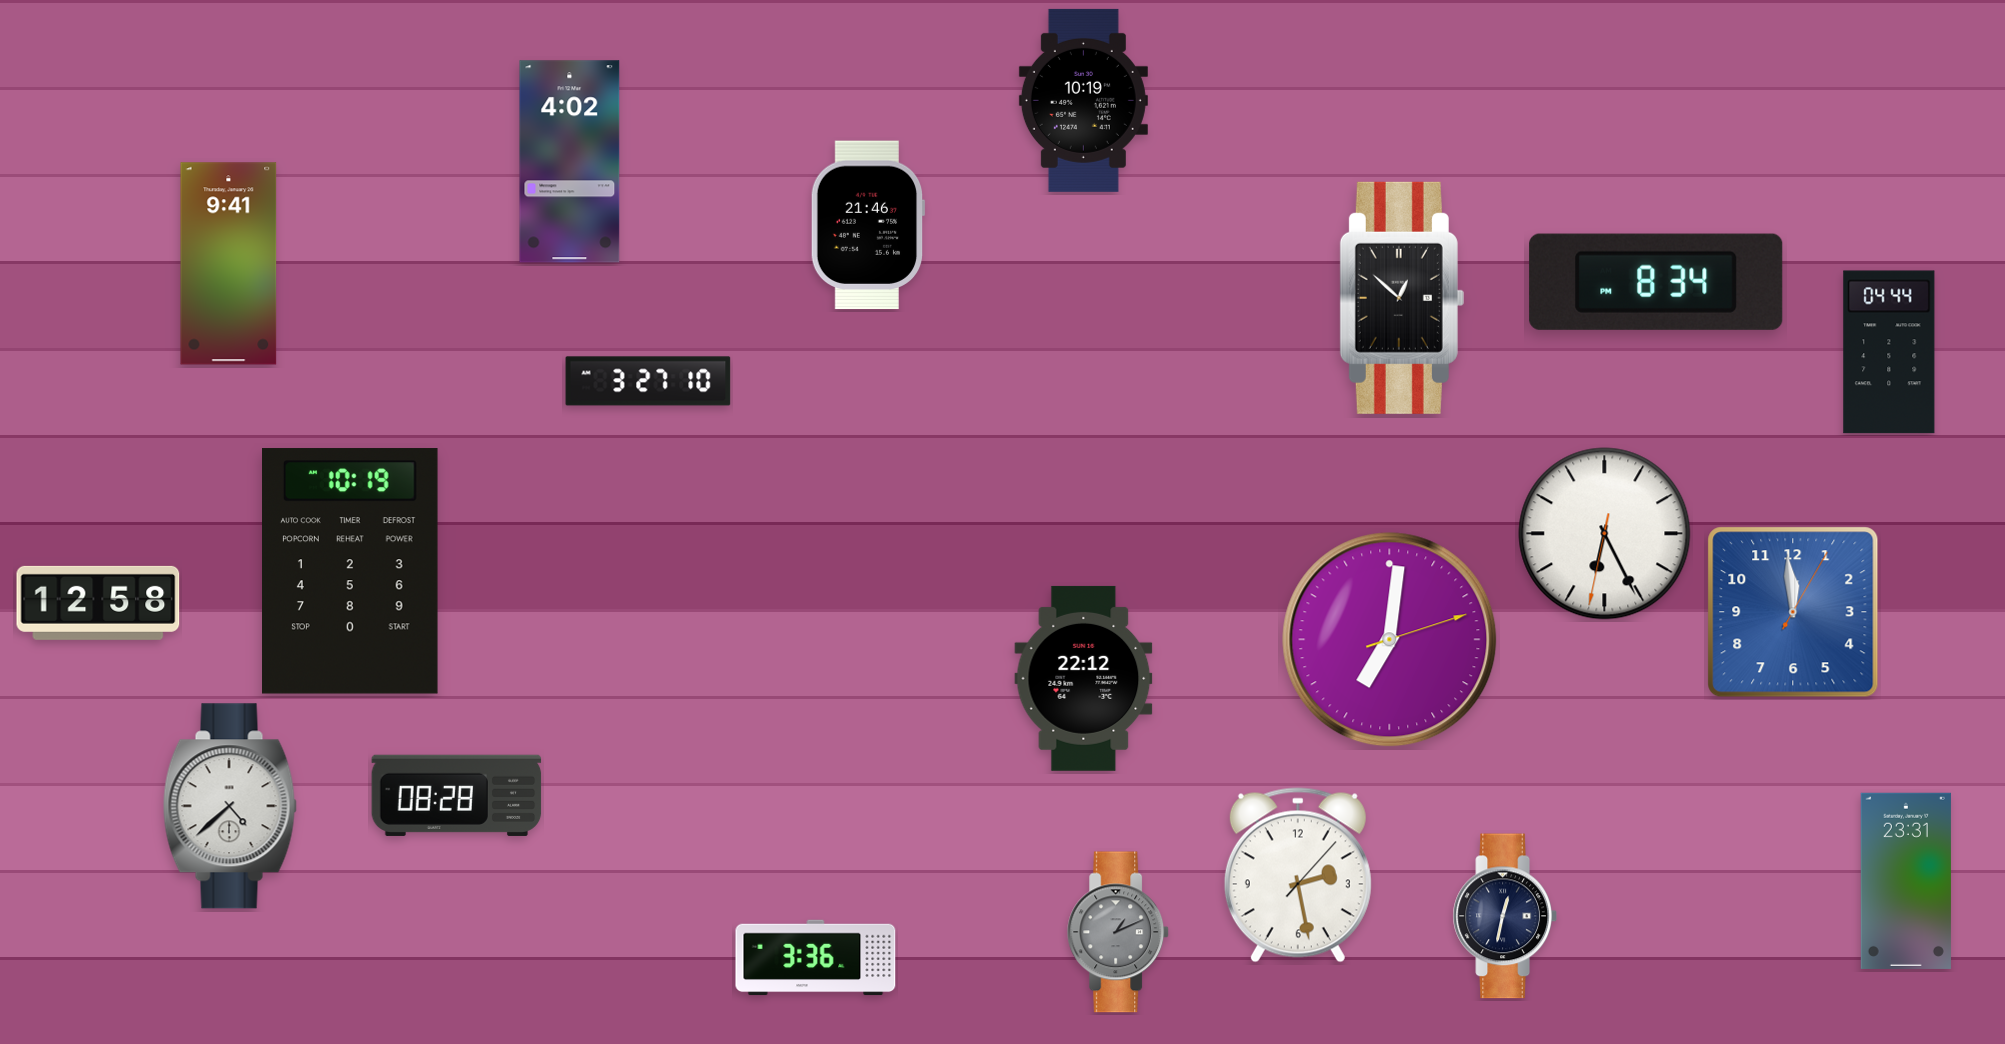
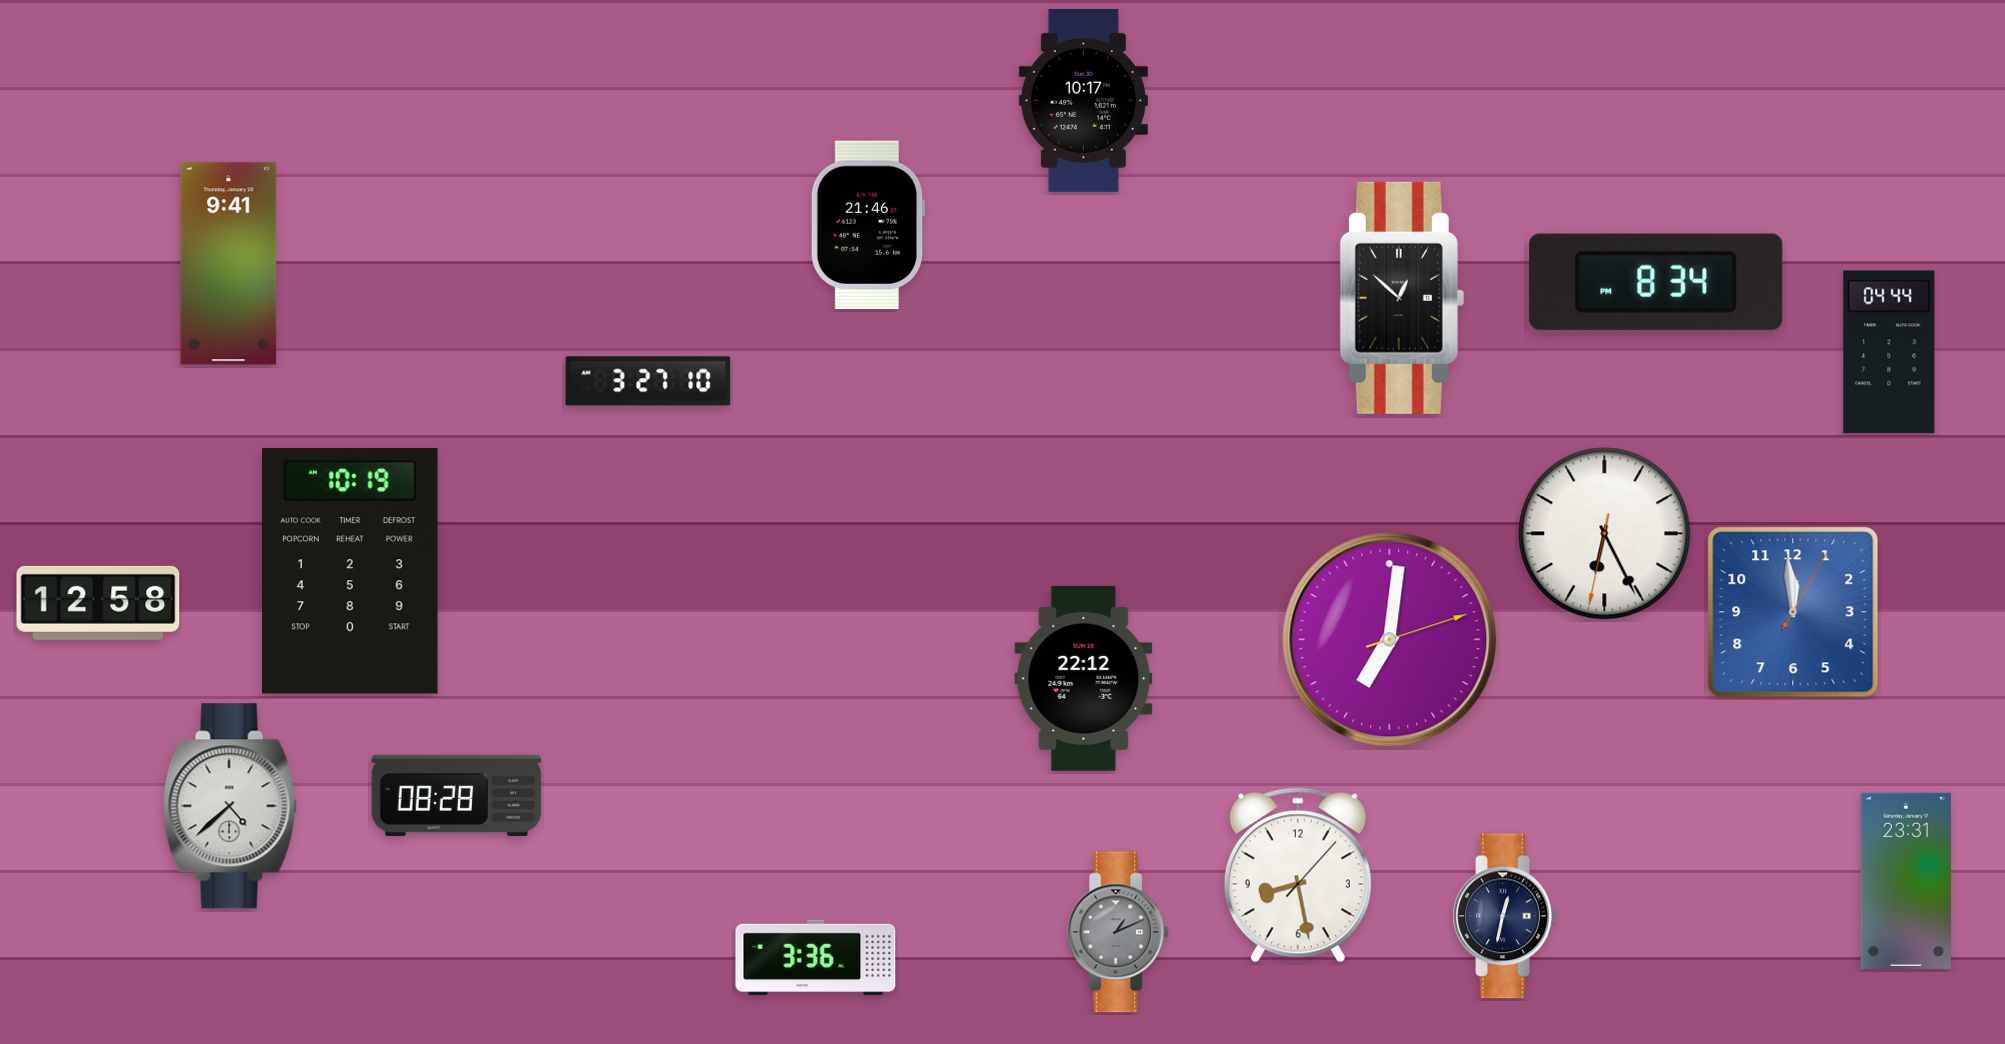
clock at (1083, 100): 10:19 -> 10:17
clock at (570, 162): 4:02 -> none
clock at (1298, 875): 2:28 -> 8:28
